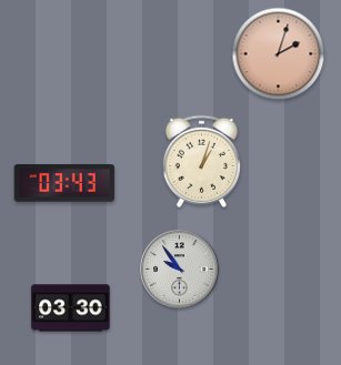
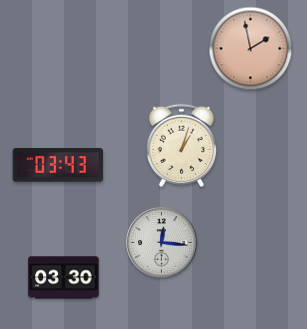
clock at (279, 54): 2:03 -> 1:58
clock at (180, 270): 9:54 -> 12:16
